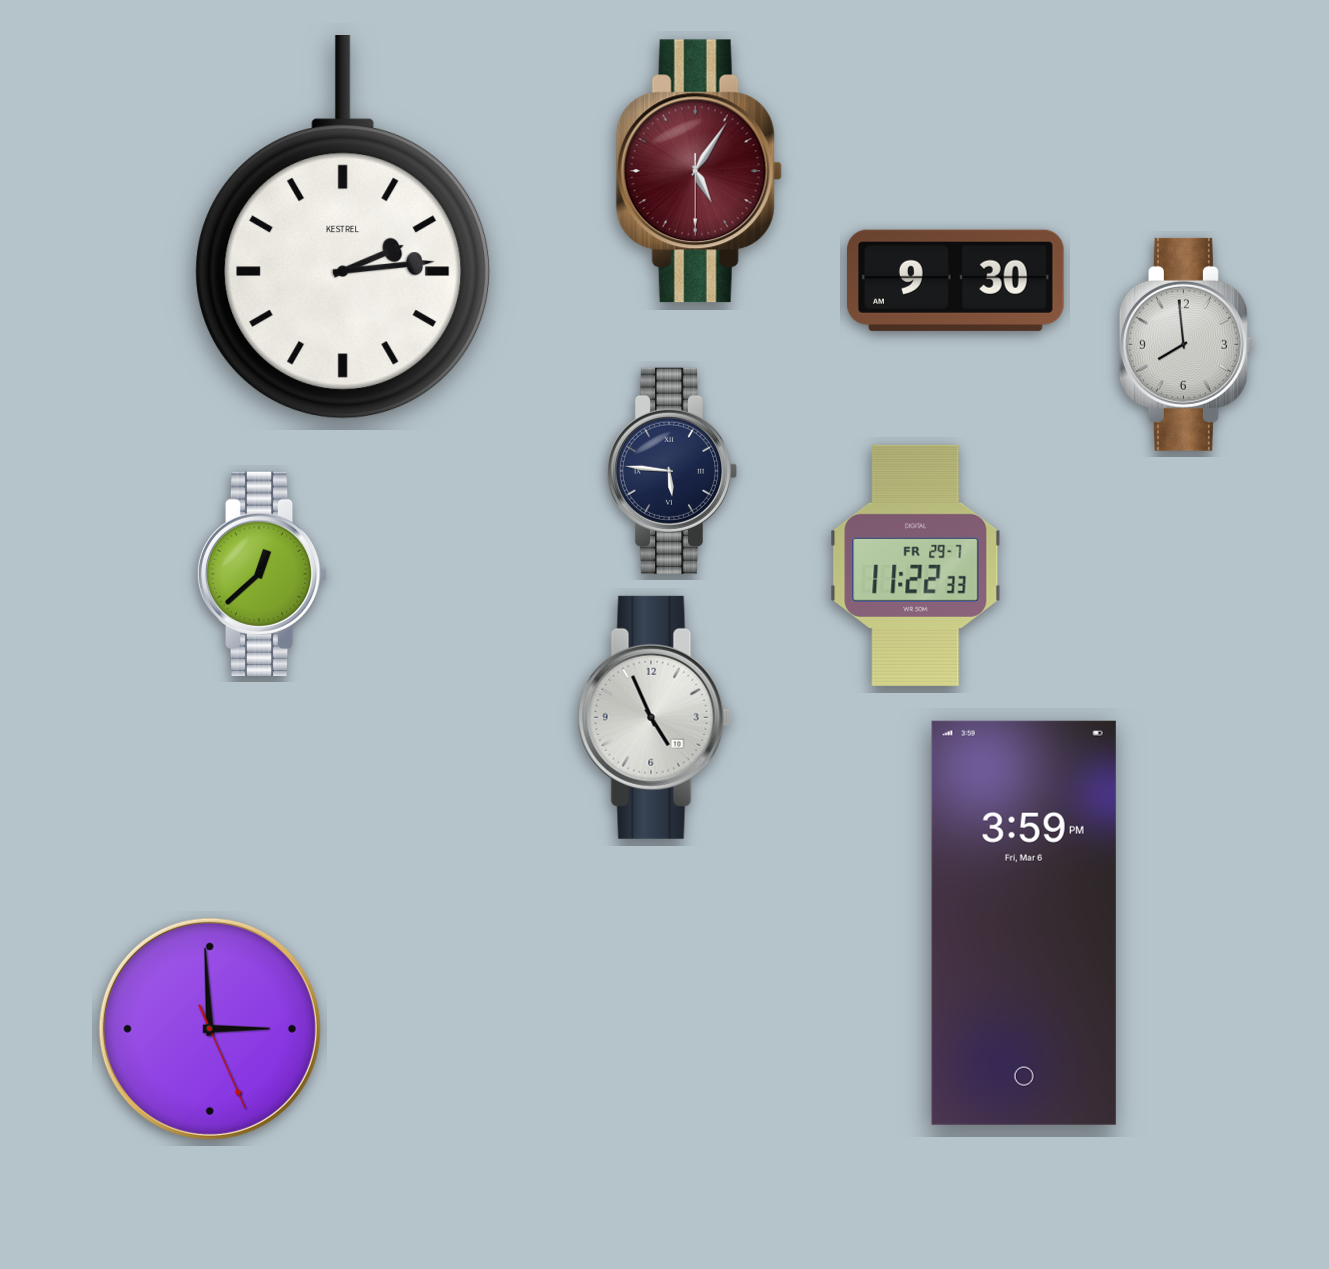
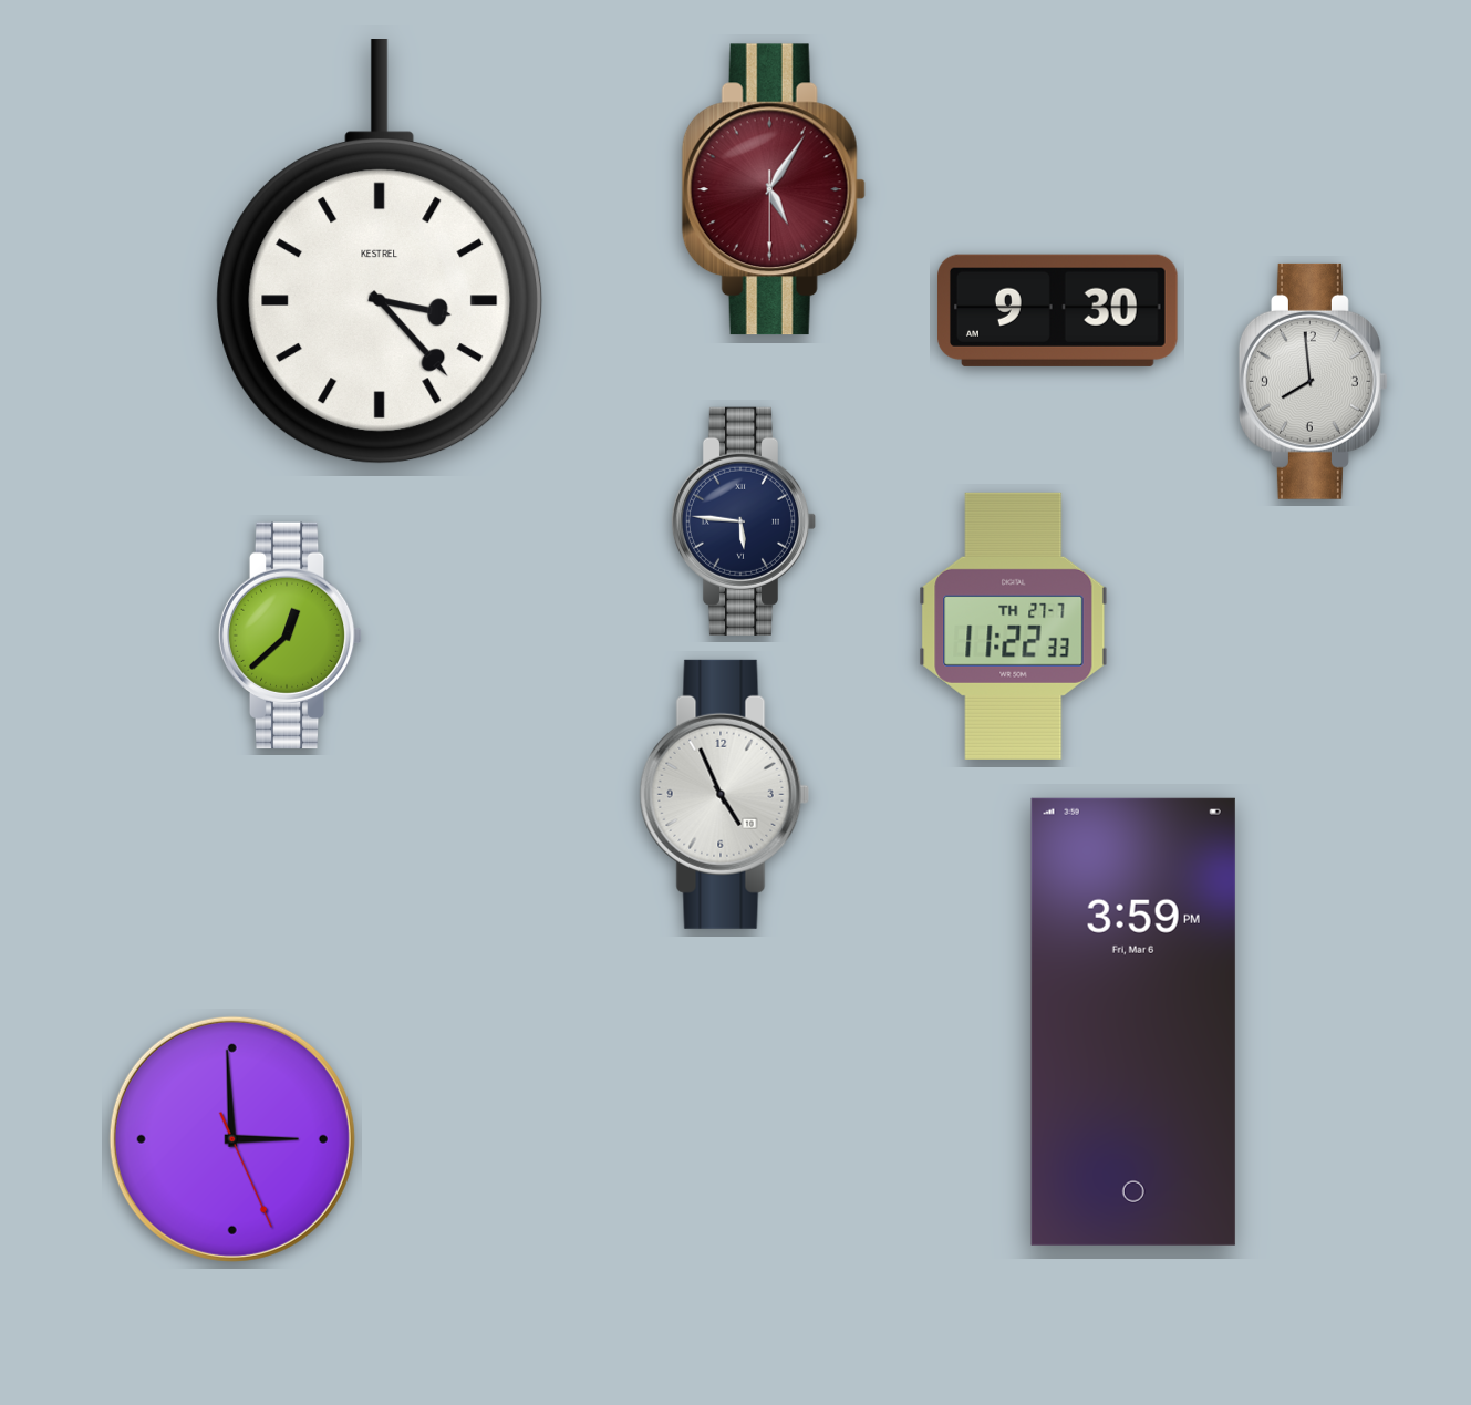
clock at (343, 228): 2:14 -> 3:23
clock at (916, 565) date: FR 29-7 -> TH 27-7
